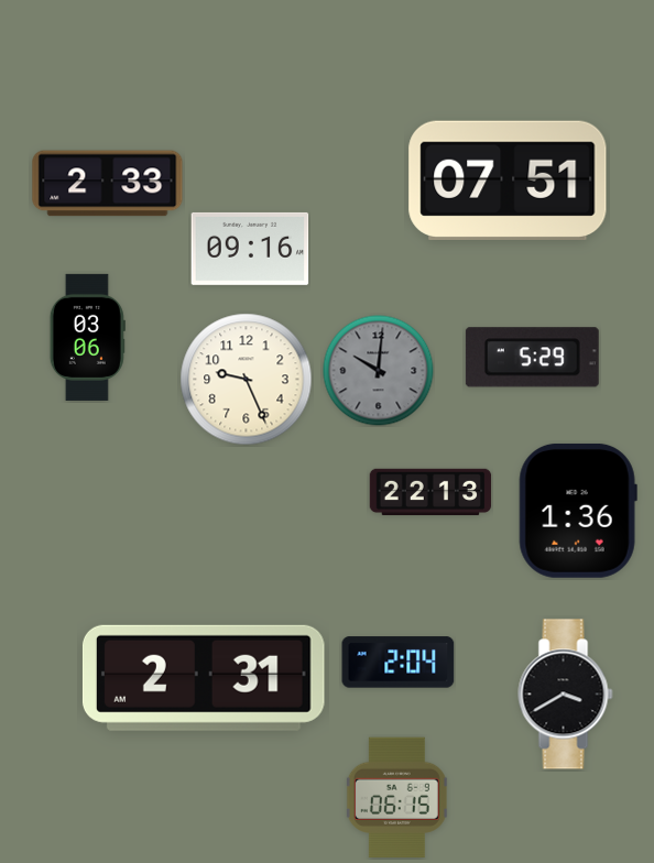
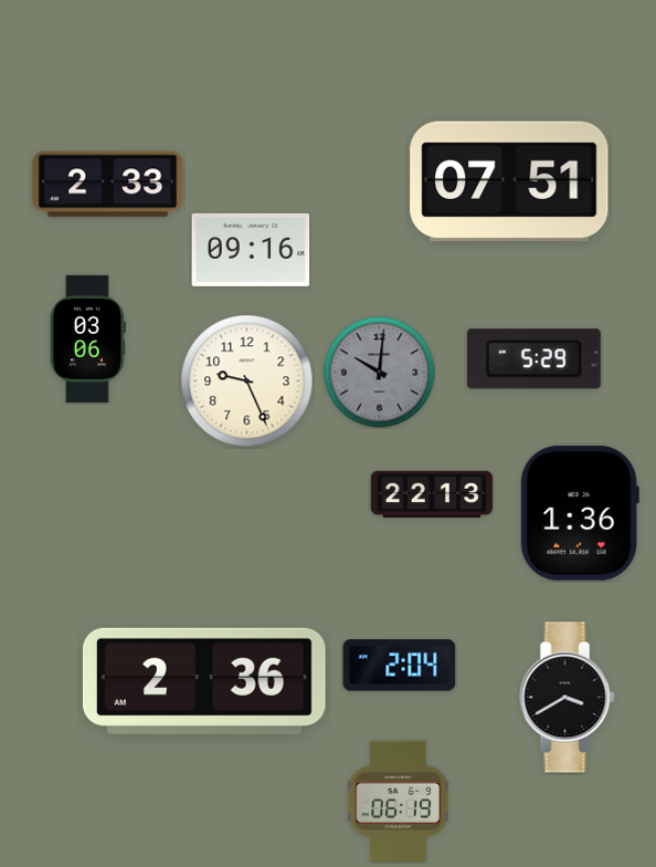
clock at (204, 678): 2:31 -> 2:36
clock at (396, 797): 06:15 -> 06:19
